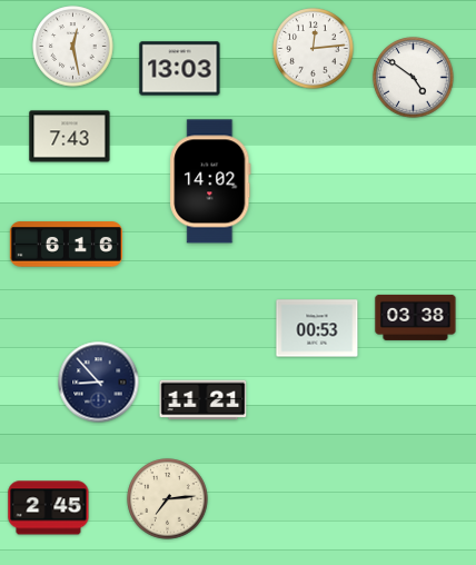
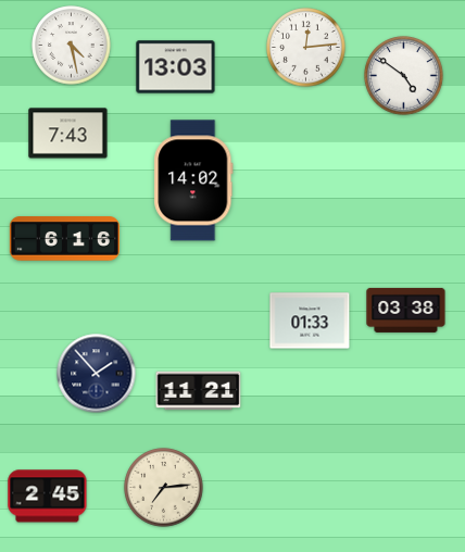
clock at (73, 47): 12:28 -> 4:28
clock at (210, 181) position: (210, 181) -> (193, 180)
clock at (317, 328): 00:53 -> 01:33
clock at (99, 383): 8:53 -> 1:53
